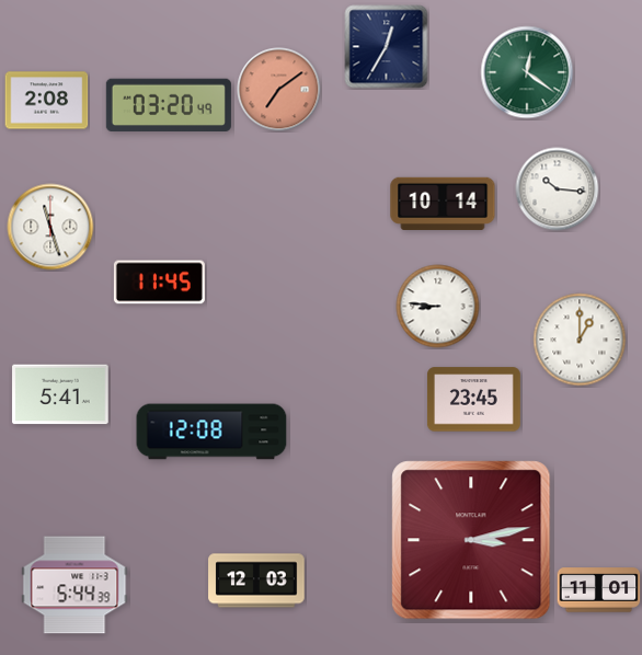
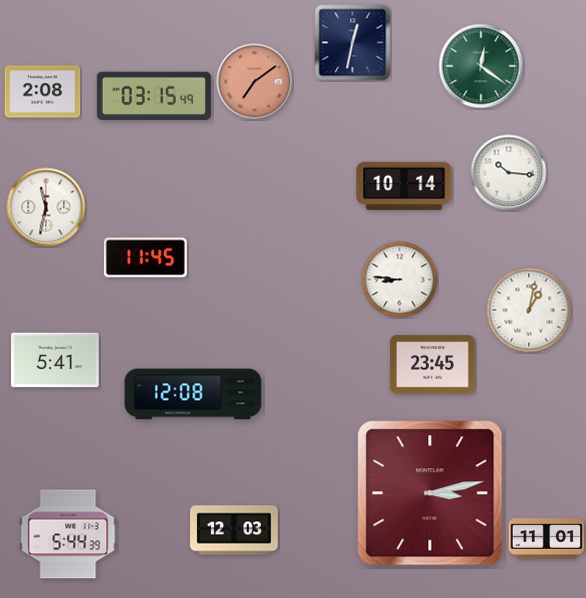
clock at (387, 47): 12:35 -> 12:32
clock at (169, 104): 03:20 -> 03:15
clock at (50, 227): 11:27 -> 11:32
clock at (580, 340): 1:00 -> 1:02
